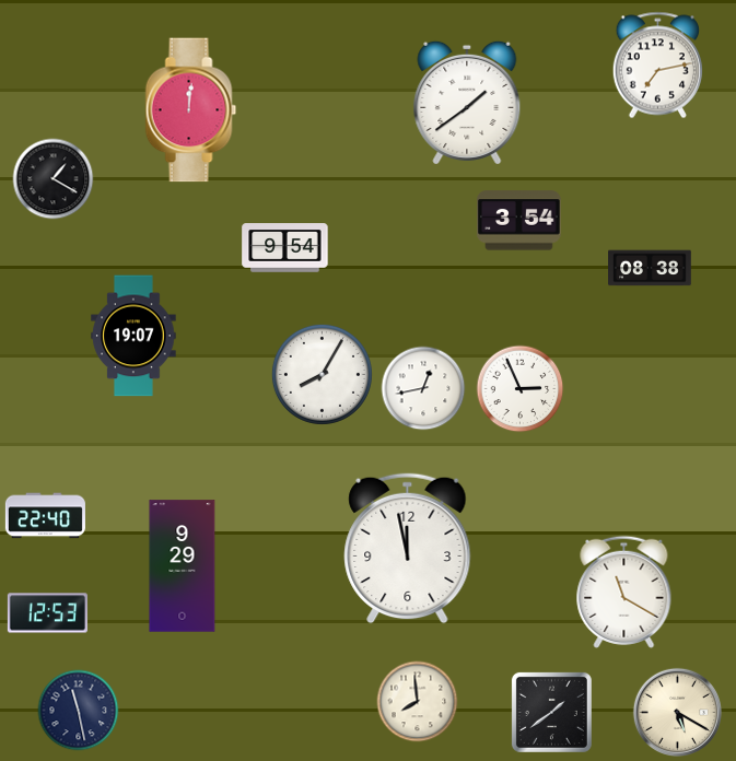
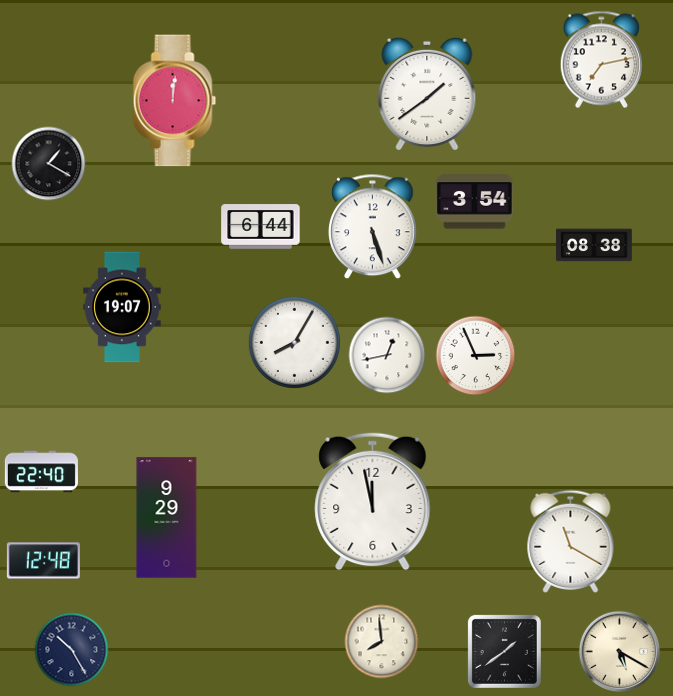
clock at (285, 248): 9:54 -> 6:44
clock at (373, 227): none -> 5:27
clock at (47, 613): 12:53 -> 12:48
clock at (79, 711): 11:28 -> 10:25
